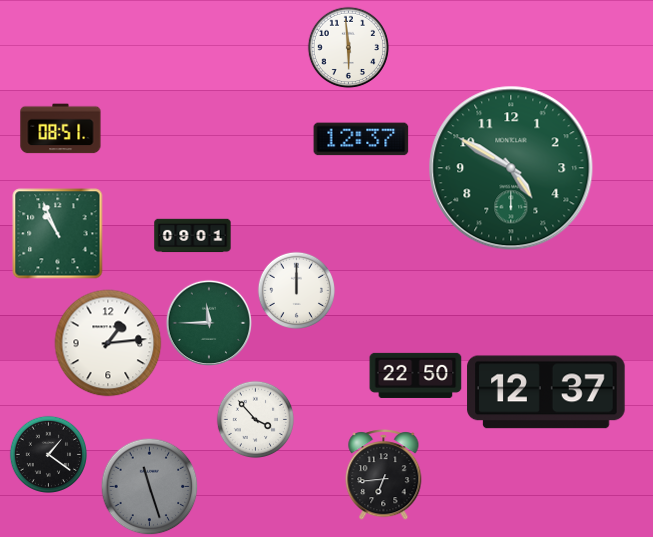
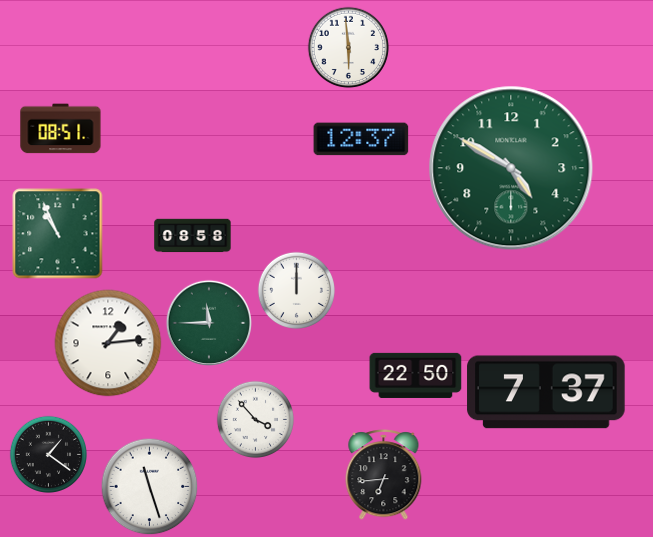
clock at (193, 236): 09:01 -> 08:58
clock at (546, 392): 12:37 -> 7:37
clock at (149, 486) dial: grey -> white
